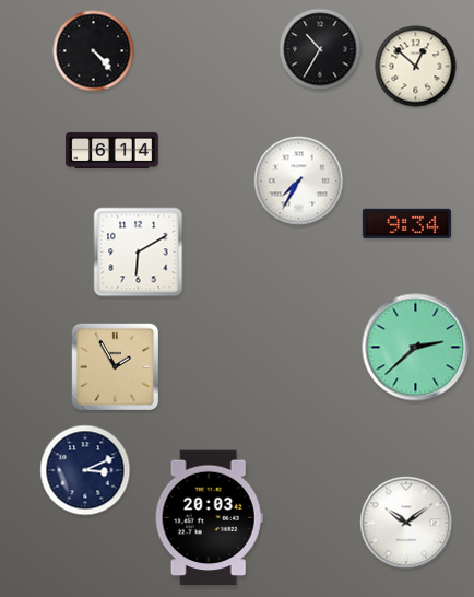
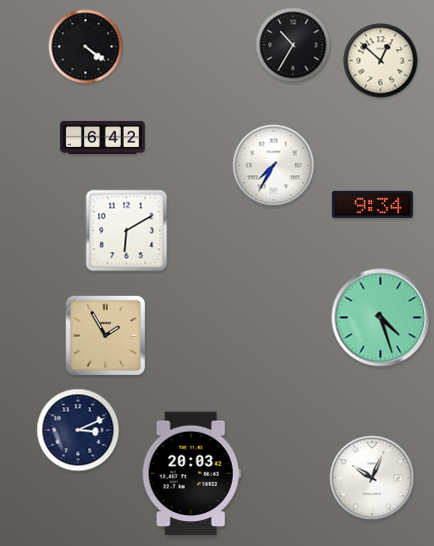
clock at (94, 51): 4:23 -> 4:21
clock at (112, 150): 6:14 -> 6:42
clock at (416, 348): 2:38 -> 4:27
clock at (406, 523): 10:09 -> 10:04
